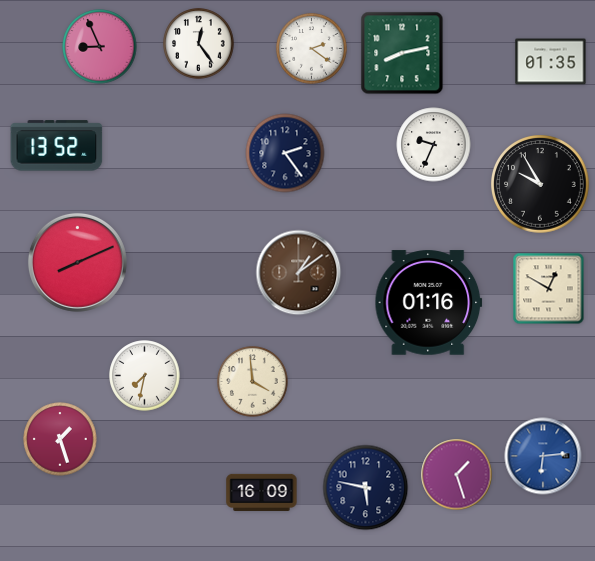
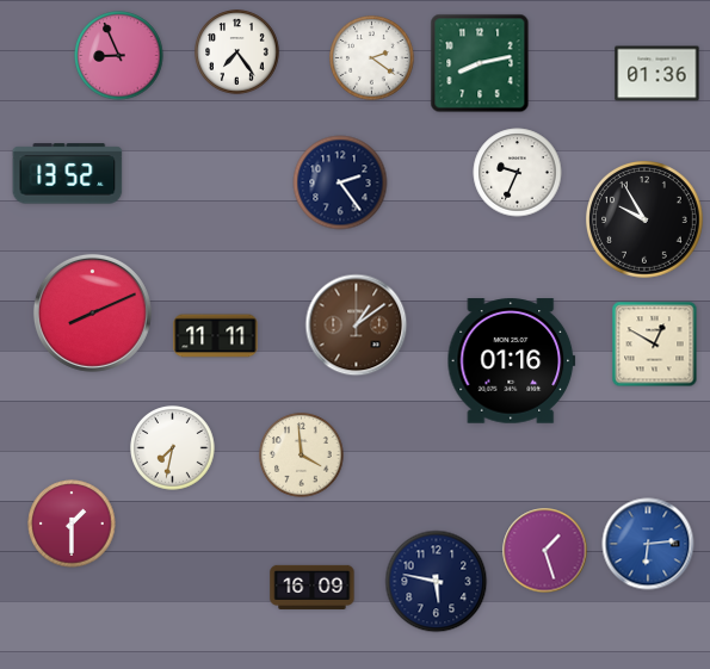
clock at (199, 44): 12:24 -> 7:24
clock at (551, 62): 01:35 -> 01:36
clock at (216, 336): none -> 11:11
clock at (60, 439): 1:27 -> 1:30
clock at (457, 475) position: (457, 475) -> (545, 551)
